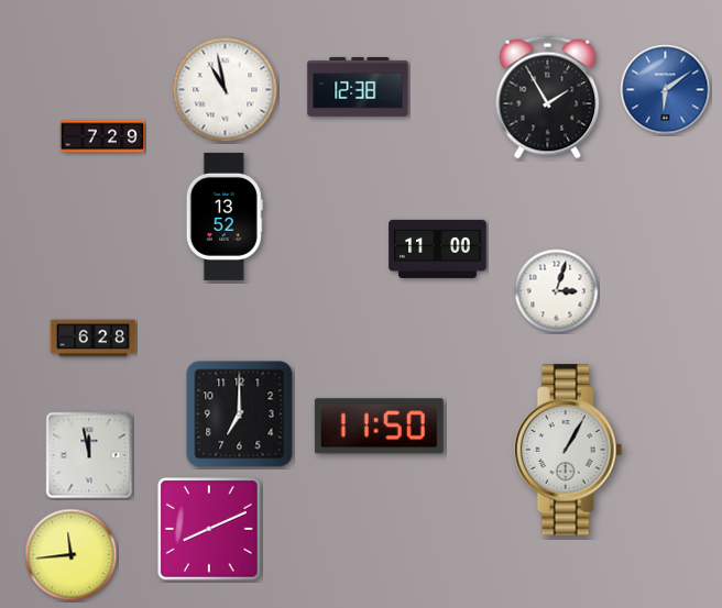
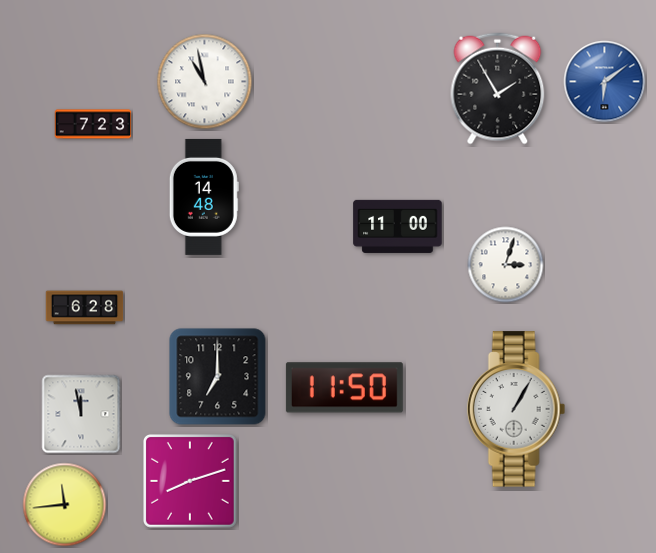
clock at (358, 87): 12:38 -> none
clock at (102, 136): 7:29 -> 7:23
clock at (225, 217): 13:52 -> 14:48
clock at (209, 529): 8:11 -> 8:12
